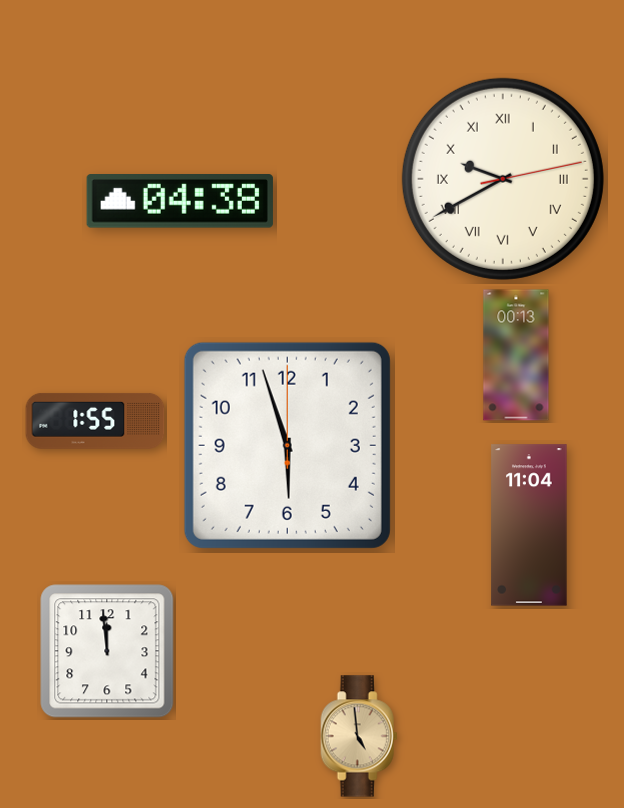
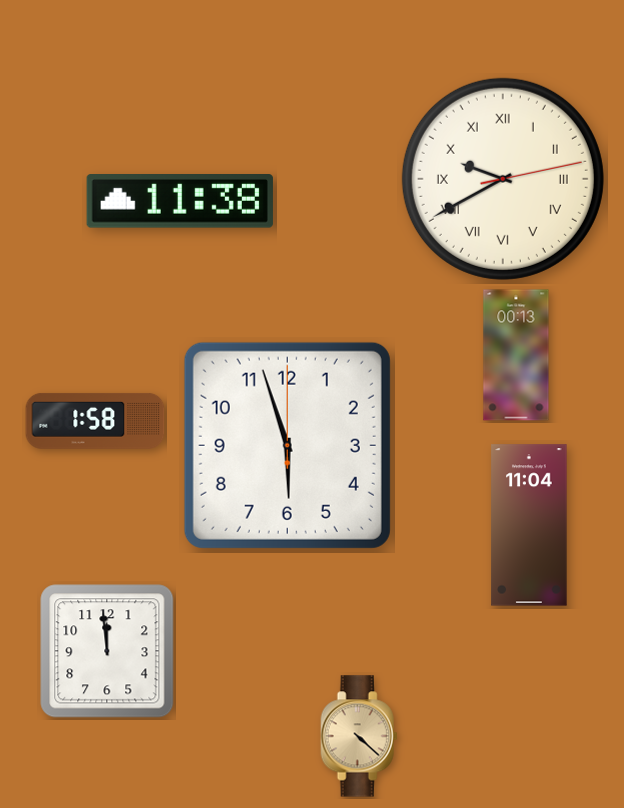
clock at (180, 202): 04:38 -> 11:38
clock at (95, 421): 1:55 -> 1:58
clock at (359, 736): 4:59 -> 4:22
